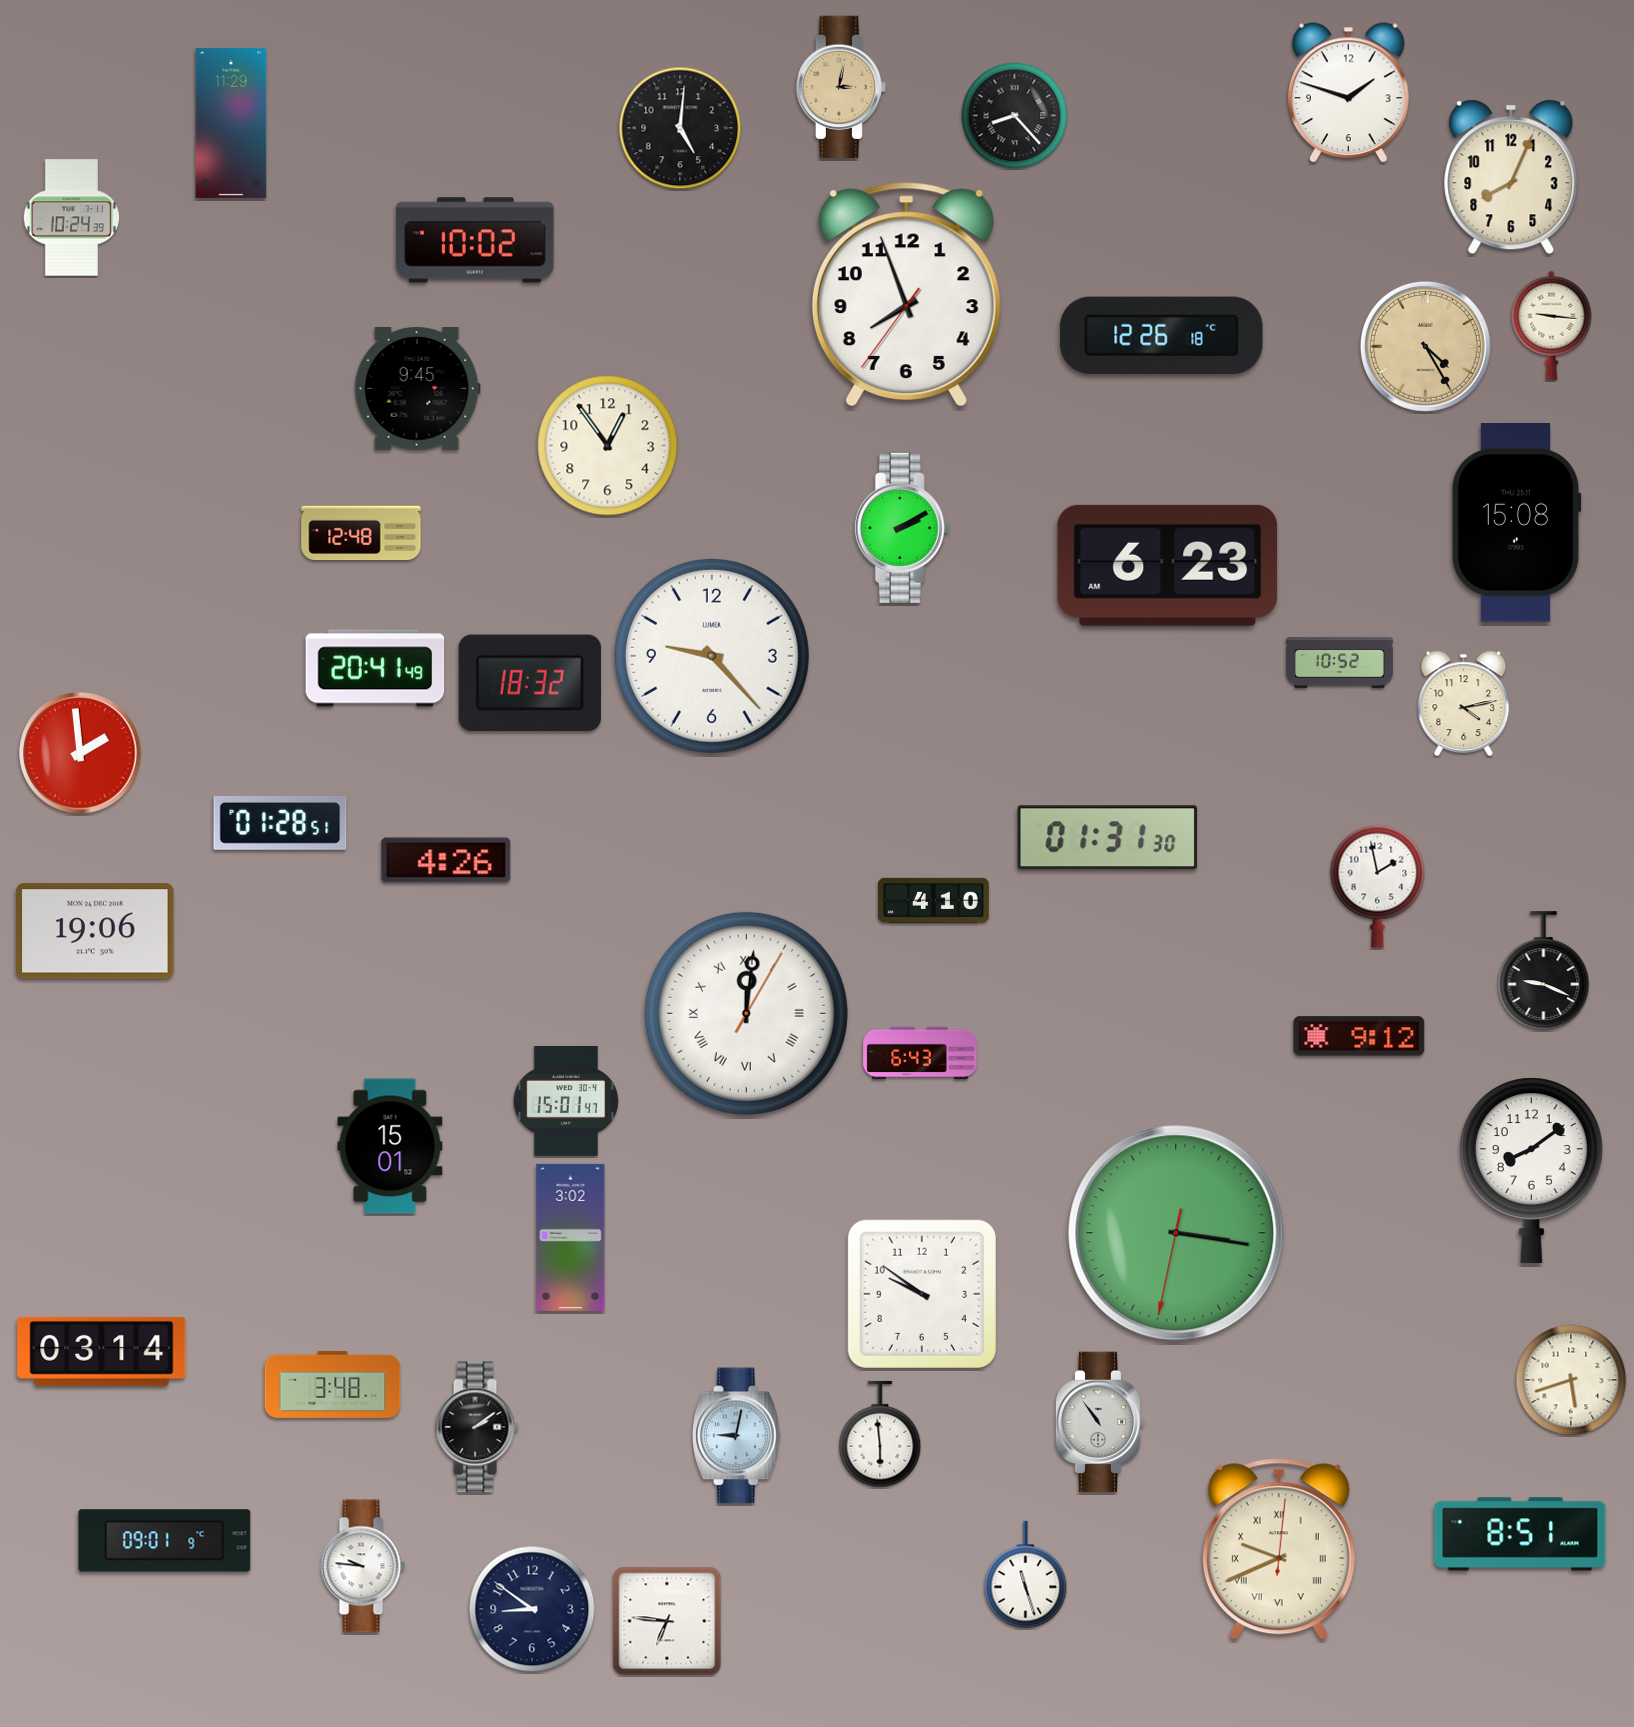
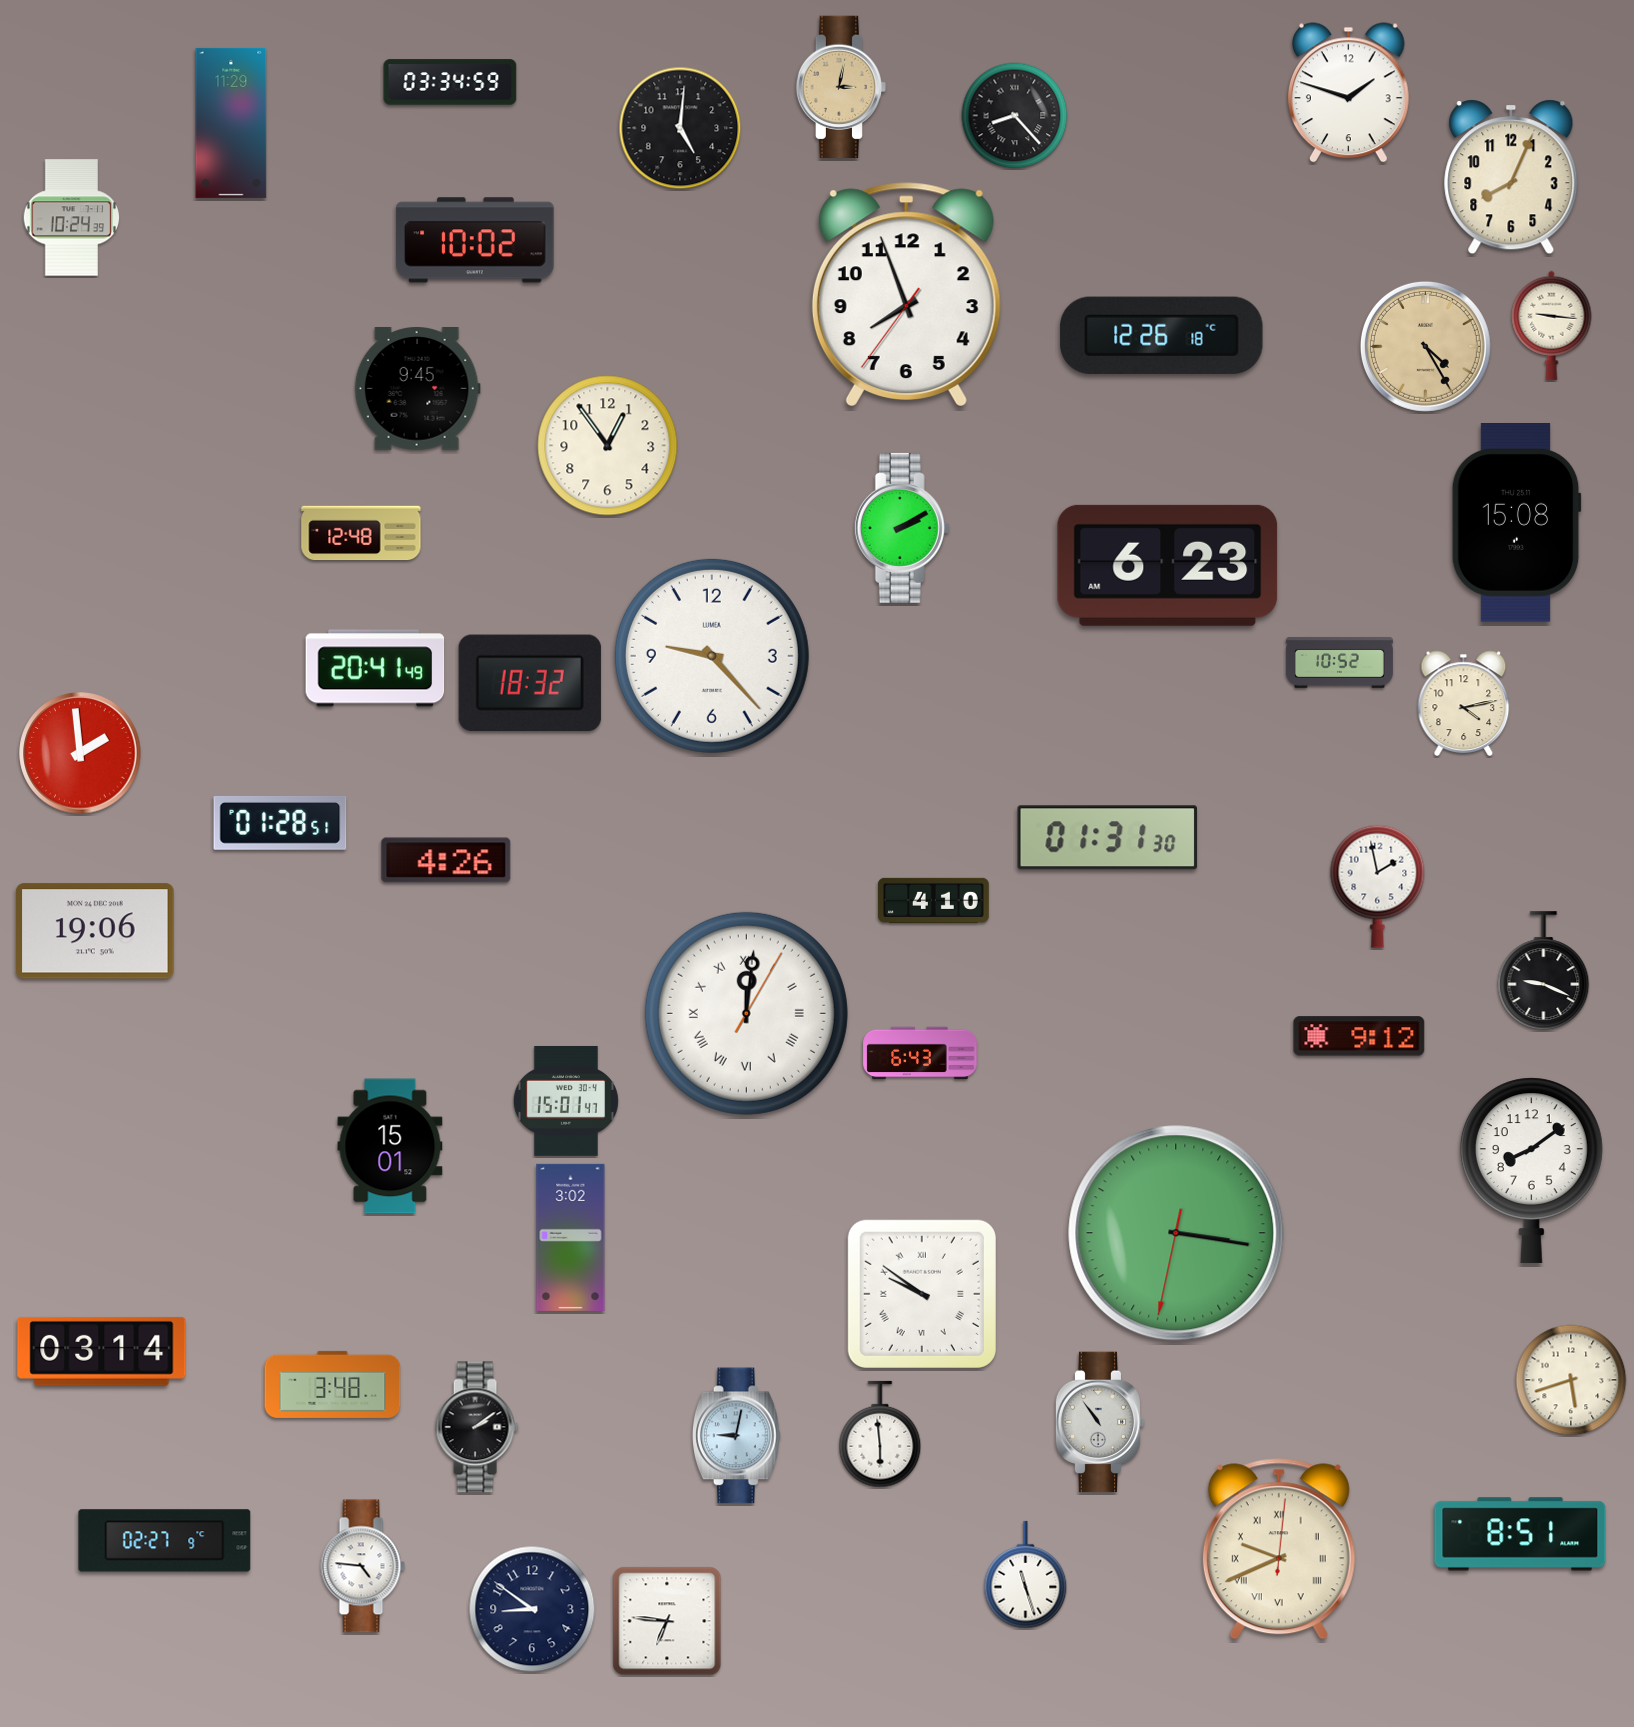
clock at (450, 82): none -> 03:34
clock at (922, 1294) numerals: Arabic -> Roman
clock at (165, 1541): 09:01 -> 02:27
clock at (363, 1566): 9:46 -> 4:46
